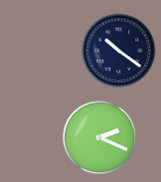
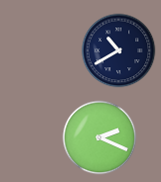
clock at (119, 51): 10:21 -> 10:40
